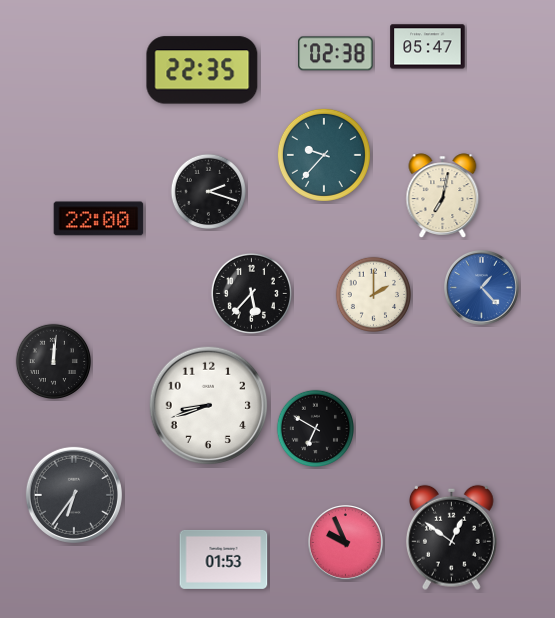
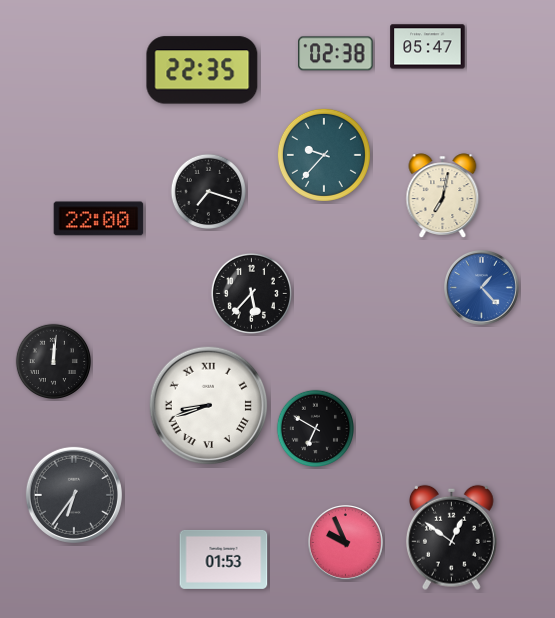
clock at (208, 191): 2:18 -> 7:18
clock at (373, 294): 2:00 -> none
clock at (209, 406) numerals: Arabic -> Roman
